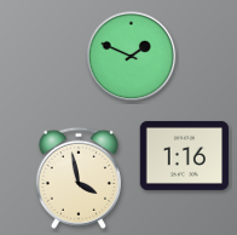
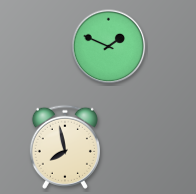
clock at (185, 155): 1:16 -> none
clock at (79, 178): 3:58 -> 7:58
